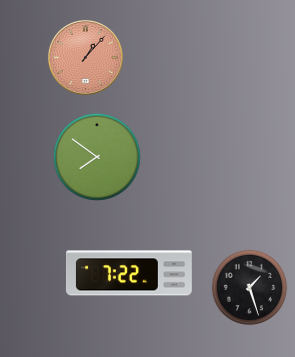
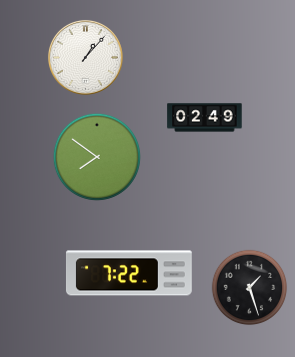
clock at (85, 57) dial: salmon -> white
clock at (205, 118): none -> 02:49
